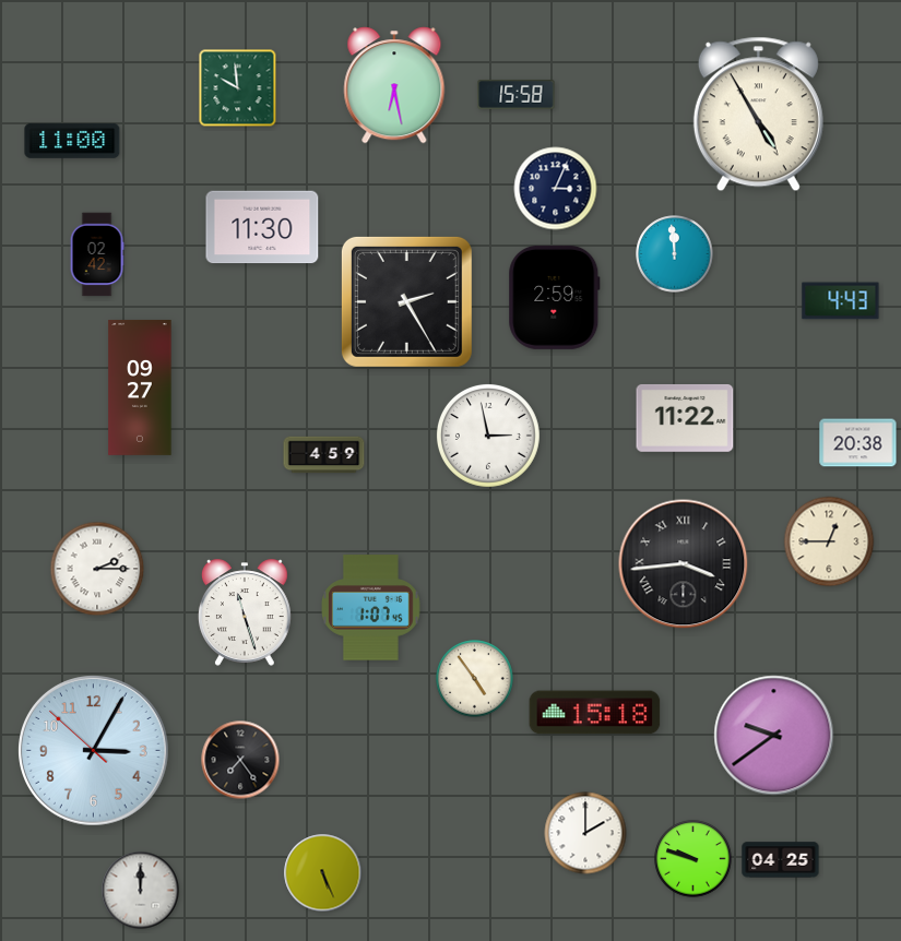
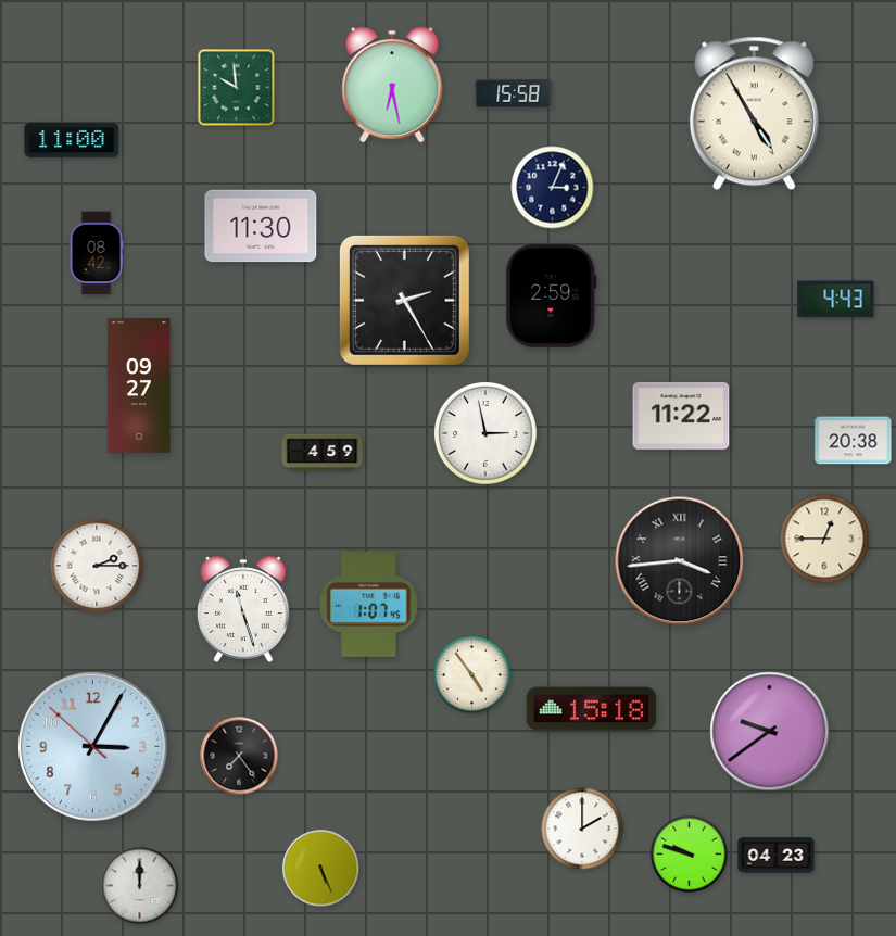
clock at (97, 254): 02:42 -> 08:42
clock at (675, 254): 11:59 -> none
clock at (781, 860): 04:25 -> 04:23
